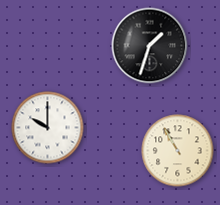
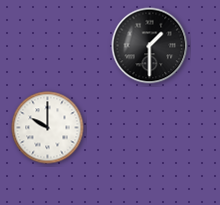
clock at (150, 46): 1:33 -> 1:30
clock at (178, 151): 10:55 -> none
